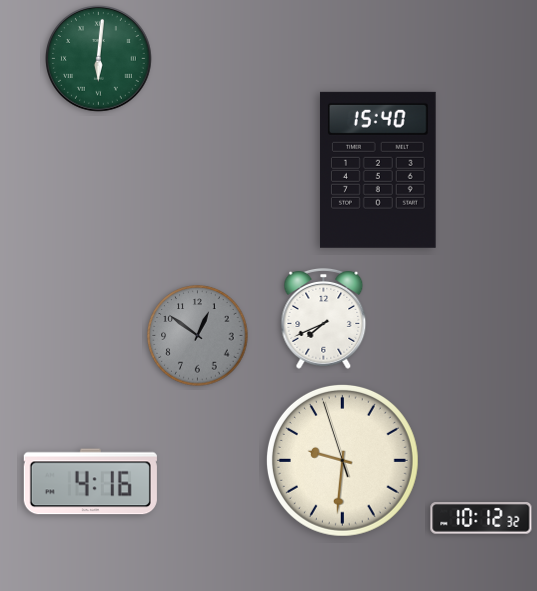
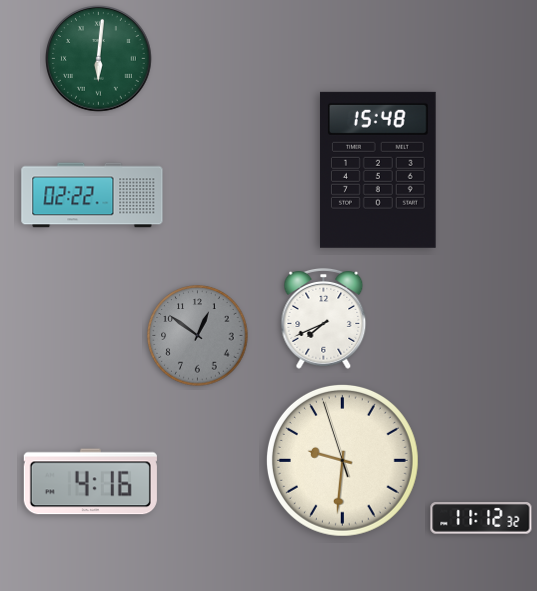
clock at (378, 170): 15:40 -> 15:48
clock at (92, 195): none -> 02:22
clock at (481, 518): 10:12 -> 11:12
